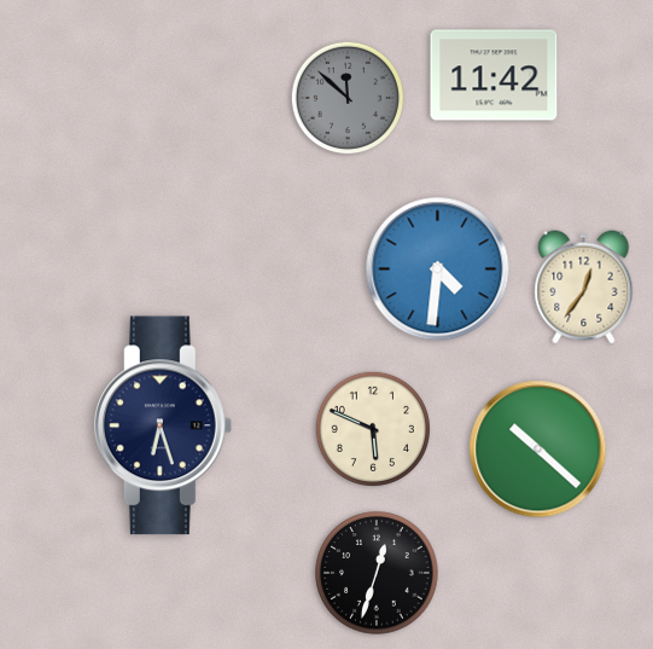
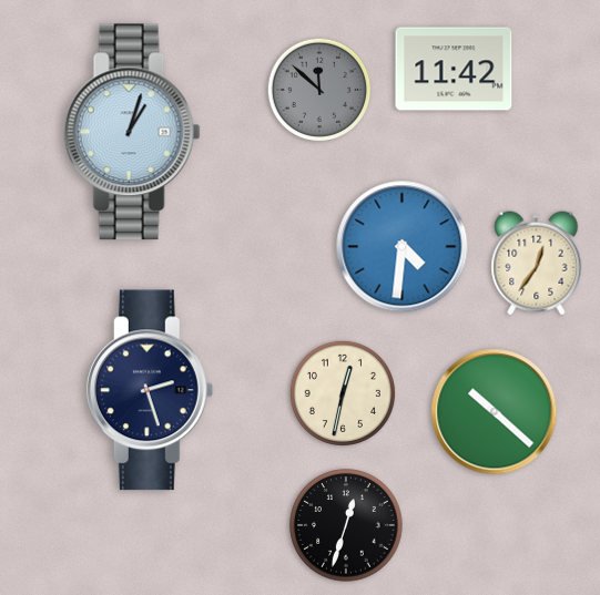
clock at (132, 132): none -> 1:03
clock at (163, 425): 6:27 -> 2:27
clock at (373, 429): 5:49 -> 12:32
